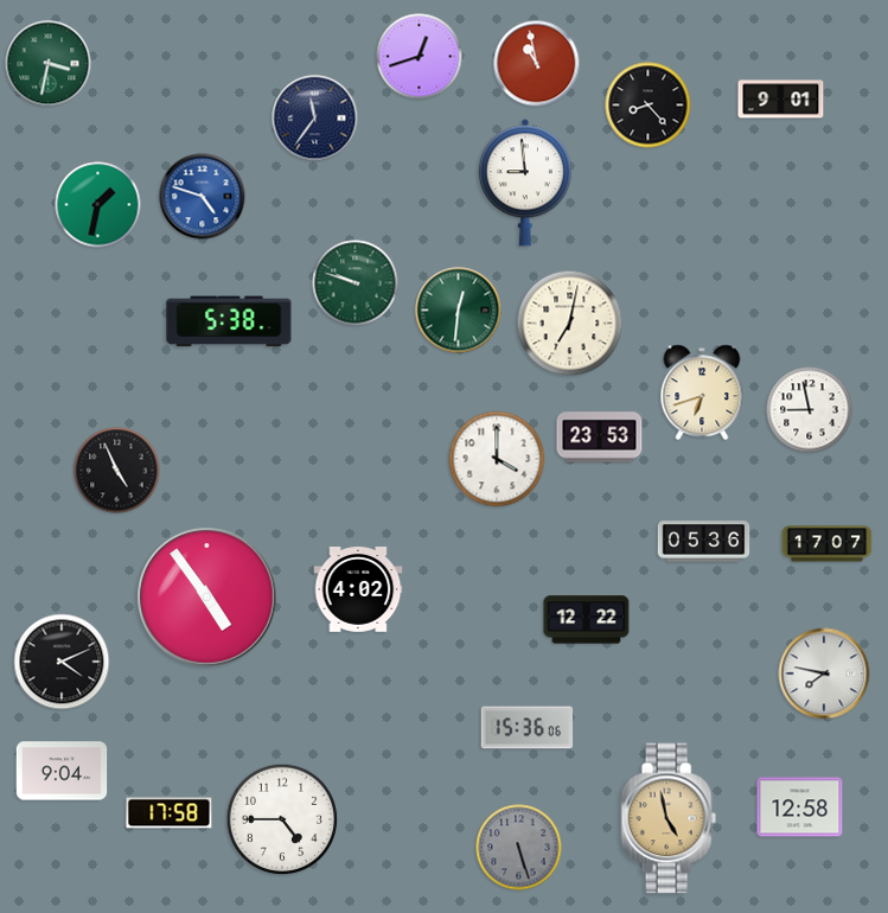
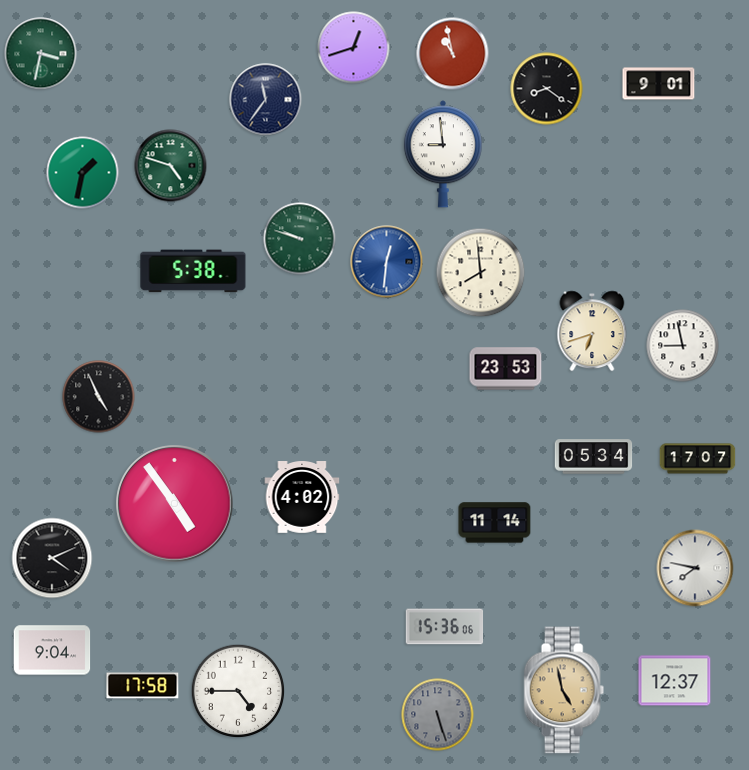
clock at (649, 106): 8:23 -> 8:21
clock at (203, 197) dial: blue -> green
clock at (459, 311) dial: green -> blue
clock at (570, 324): 7:02 -> 7:59
clock at (497, 459): 4:00 -> none
clock at (704, 542): 05:36 -> 05:34
clock at (587, 620): 12:22 -> 11:14
clock at (528, 728) position: (528, 728) -> (445, 627)
clock at (800, 807): 12:58 -> 12:37
